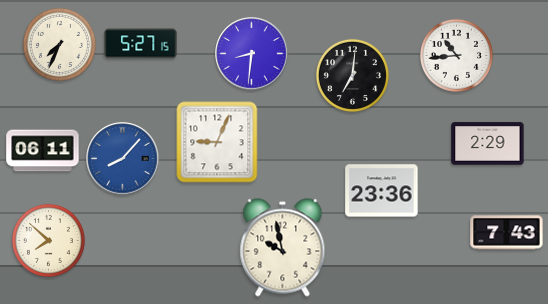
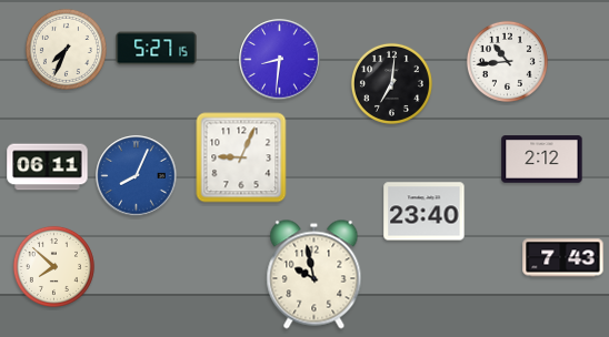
clock at (488, 144): 2:29 -> 2:12
clock at (123, 159): 8:07 -> 8:04
clock at (382, 191): 23:36 -> 23:40
